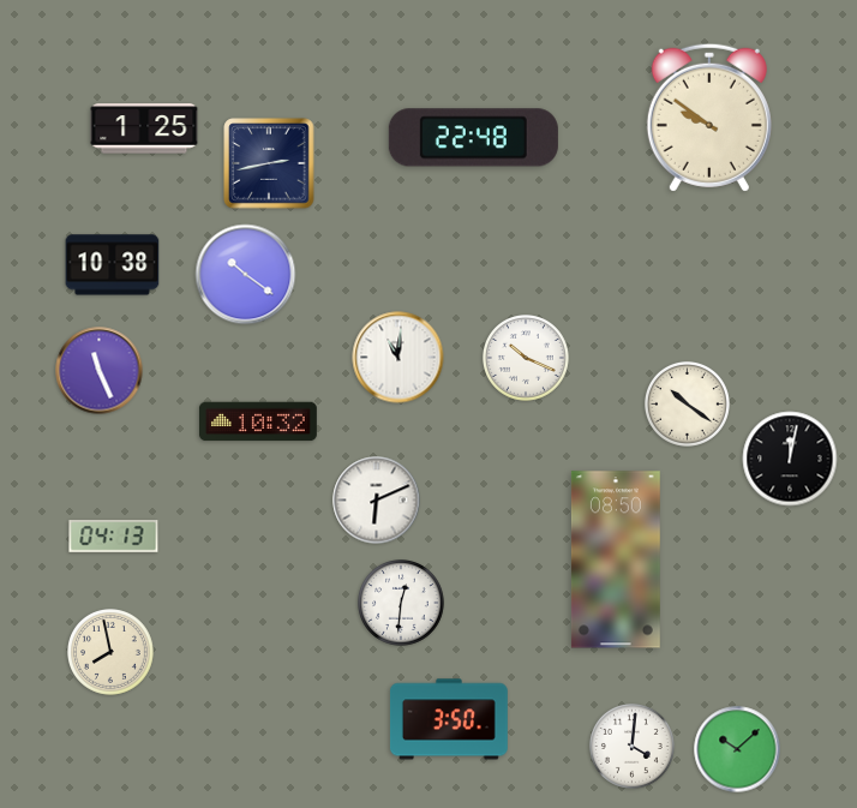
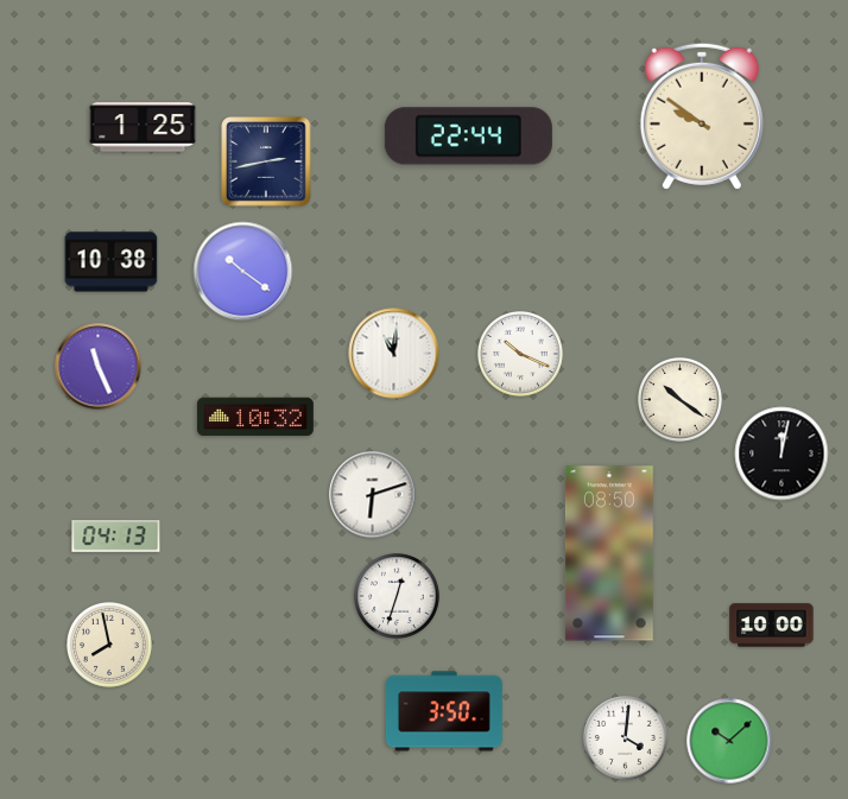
clock at (473, 138): 22:48 -> 22:44
clock at (377, 501): 6:11 -> 6:12
clock at (114, 537) position: (114, 537) -> (116, 537)
clock at (402, 604): 12:31 -> 12:33
clock at (772, 626): none -> 10:00
